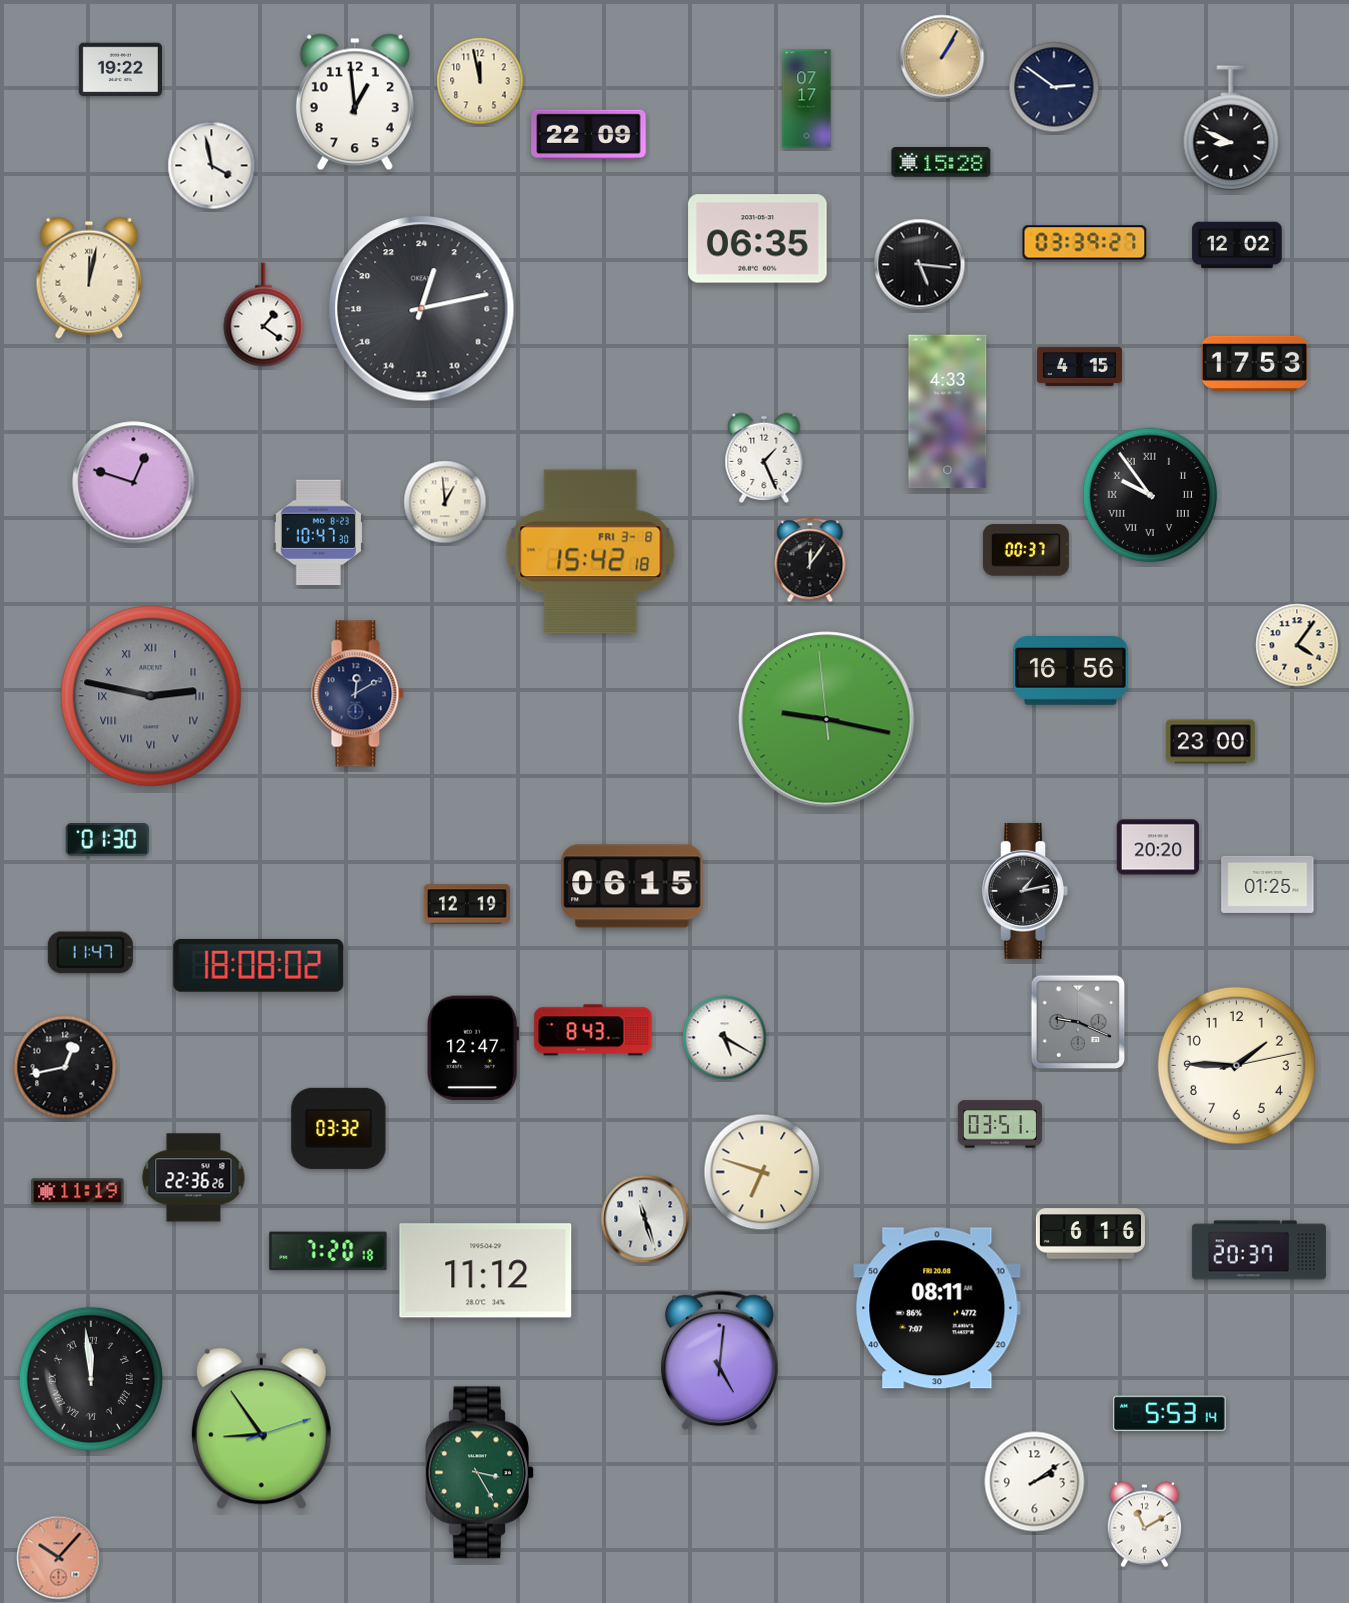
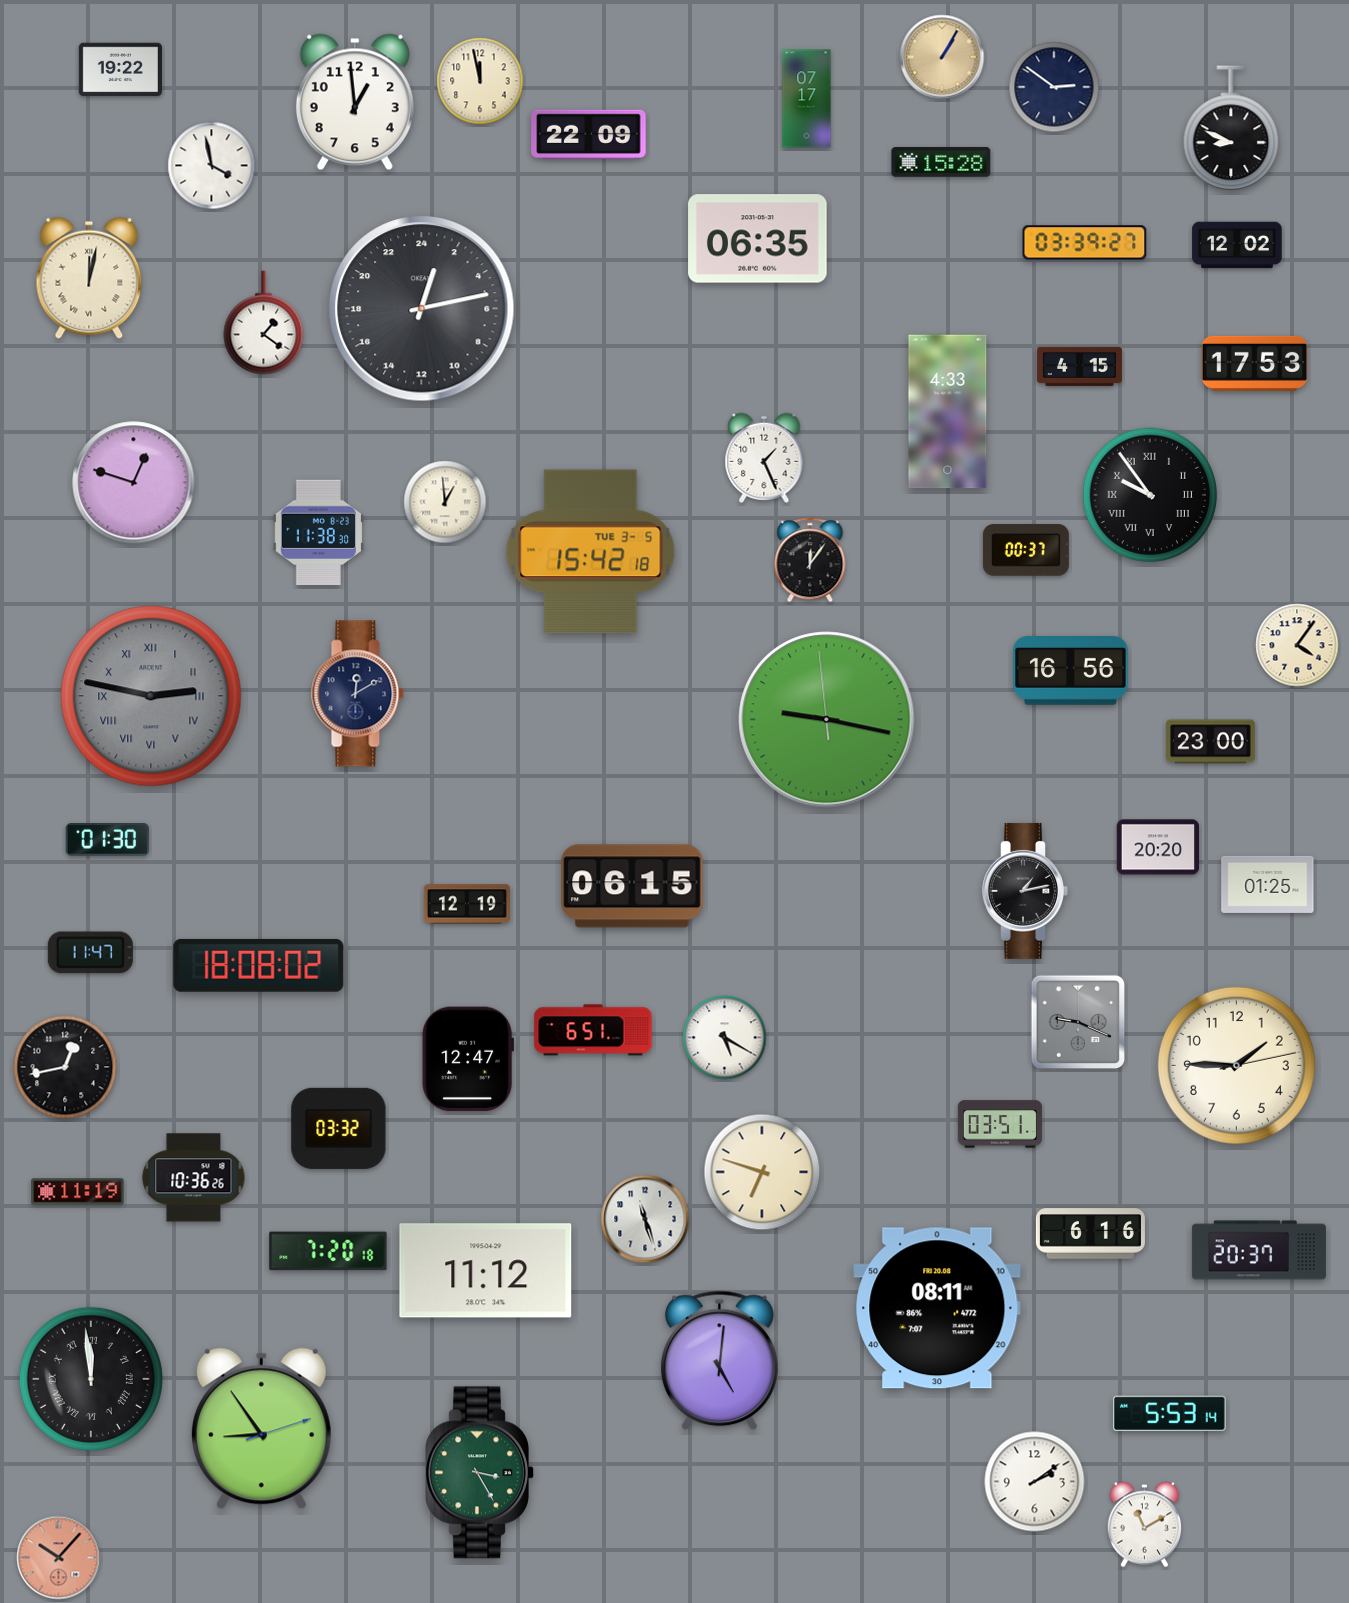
clock at (920, 265): 5:16 -> none
clock at (264, 315) position: (264, 315) -> (264, 323)
clock at (318, 533): 10:47 -> 11:38
clock at (591, 552) date: FRI 3-8 -> TUE 3-5
clock at (593, 1030): 8:43 -> 6:51
clock at (473, 1048) position: (473, 1048) -> (468, 1059)
clock at (194, 1178): 22:36 -> 10:36
